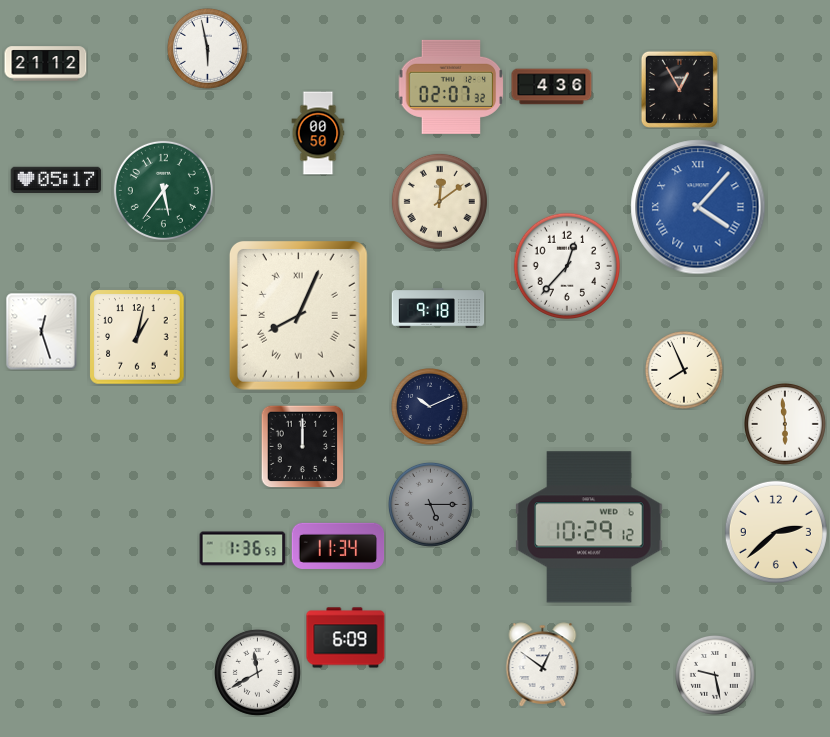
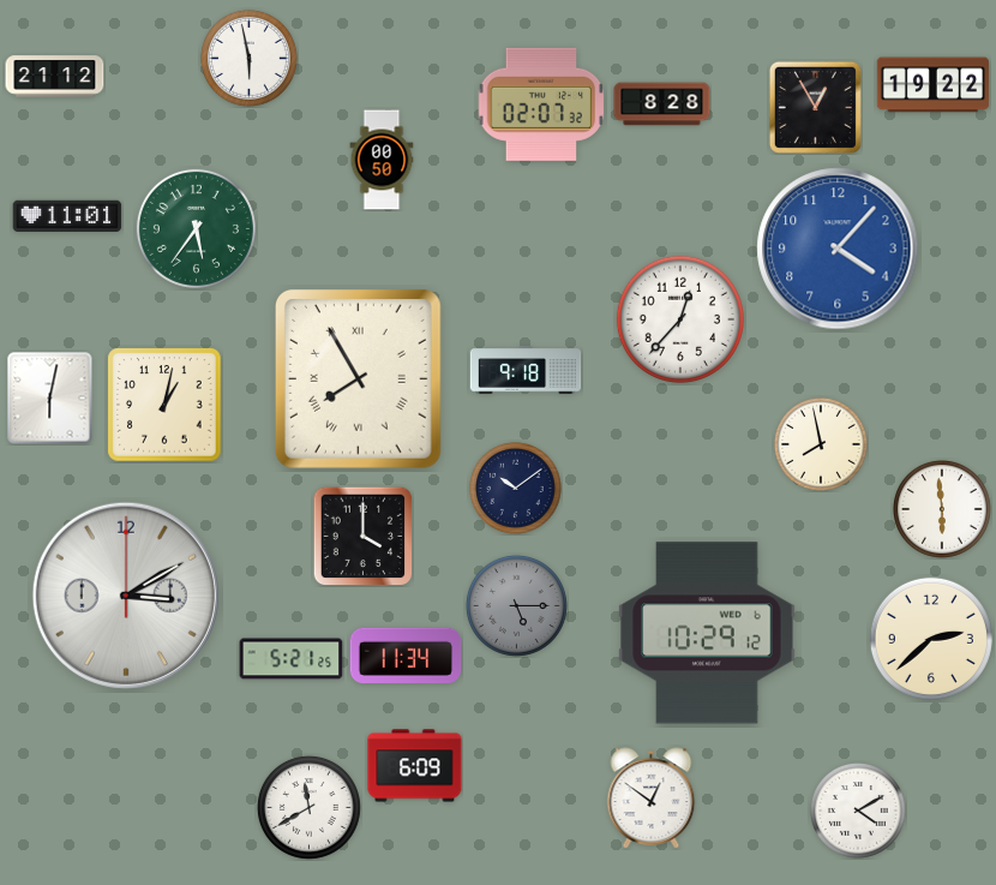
clock at (934, 85): none -> 19:22
clock at (552, 87): 4:36 -> 8:28
clock at (56, 179): 05:17 -> 11:01
clock at (439, 201): 12:09 -> none
clock at (698, 207) numerals: Roman -> Arabic
clock at (298, 315): 8:04 -> 7:55
clock at (42, 332): 12:27 -> 6:02
clock at (685, 371): 7:56 -> 7:58
clock at (430, 407): 10:11 -> 10:09
clock at (302, 446): 12:00 -> 4:00
clock at (126, 596): none -> 3:10
clock at (243, 549): 1:36 -> 5:21
clock at (716, 676): 9:28 -> 4:10
